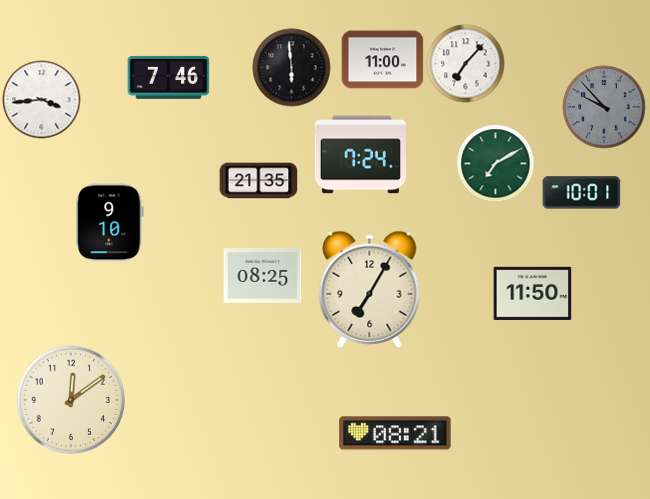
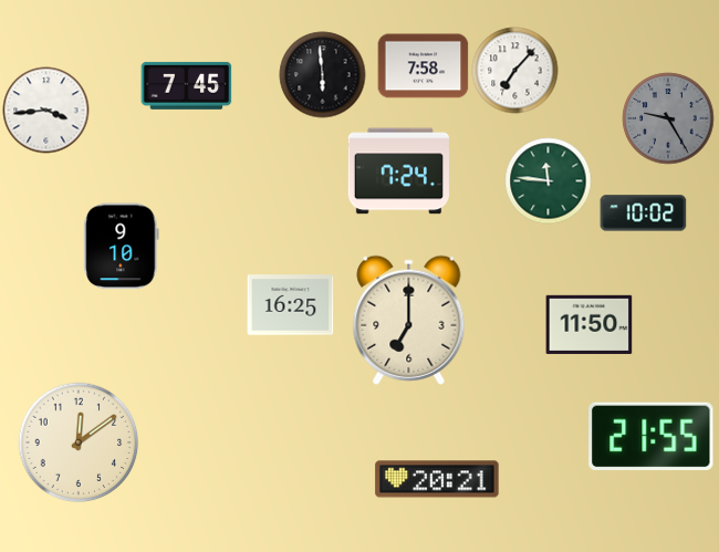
clock at (382, 60): 11:00 -> 7:58
clock at (168, 77): 7:46 -> 7:45
clock at (604, 107): 9:53 -> 9:25
clock at (495, 163): 7:10 -> 11:46
clock at (258, 181): 21:35 -> none
clock at (581, 193): 10:01 -> 10:02
clock at (262, 276): 08:25 -> 16:25
clock at (370, 289): 7:05 -> 7:00
clock at (652, 436): none -> 21:55
clock at (395, 433): 08:21 -> 20:21
